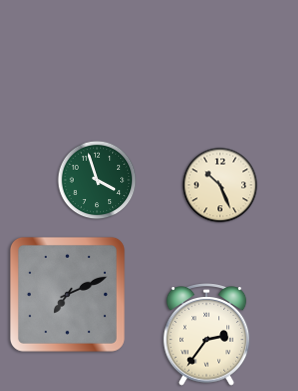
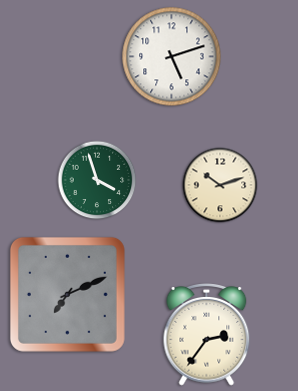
clock at (172, 57): none -> 5:12
clock at (220, 185): 10:26 -> 10:12
